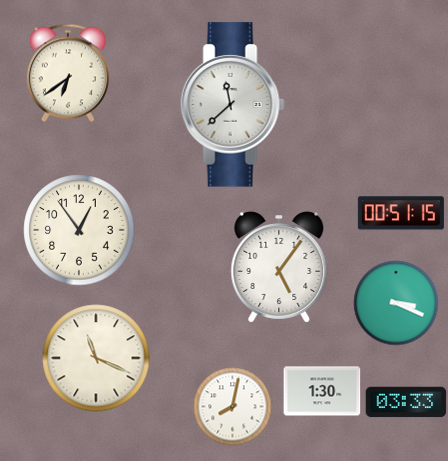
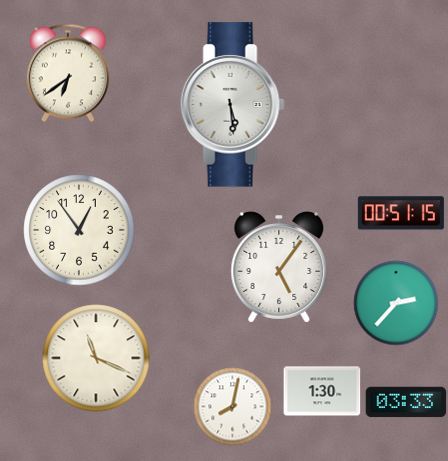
clock at (232, 105): 11:38 -> 5:29
clock at (396, 303): 3:19 -> 2:37
